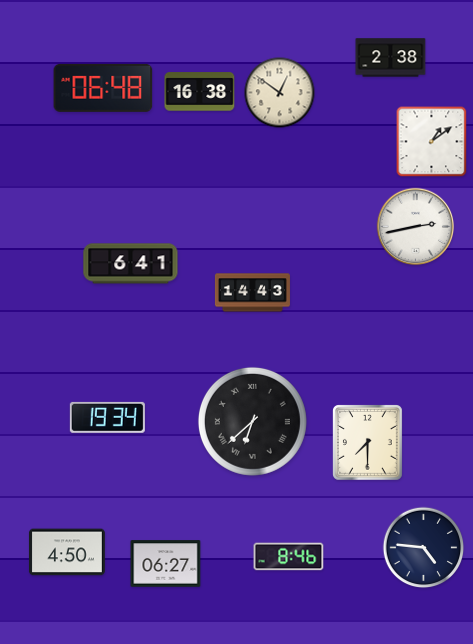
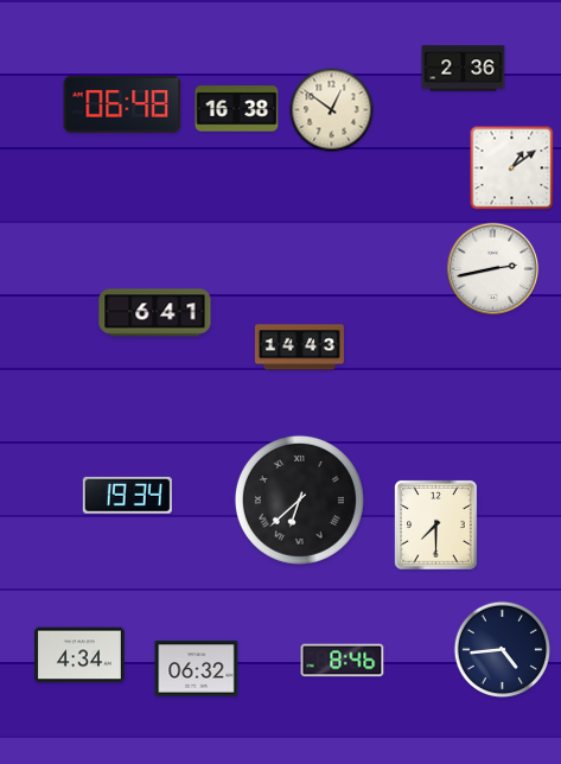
clock at (391, 58): 2:38 -> 2:36
clock at (424, 548): 4:46 -> 4:44
clock at (67, 552): 4:50 -> 4:34
clock at (166, 564): 06:27 -> 06:32
